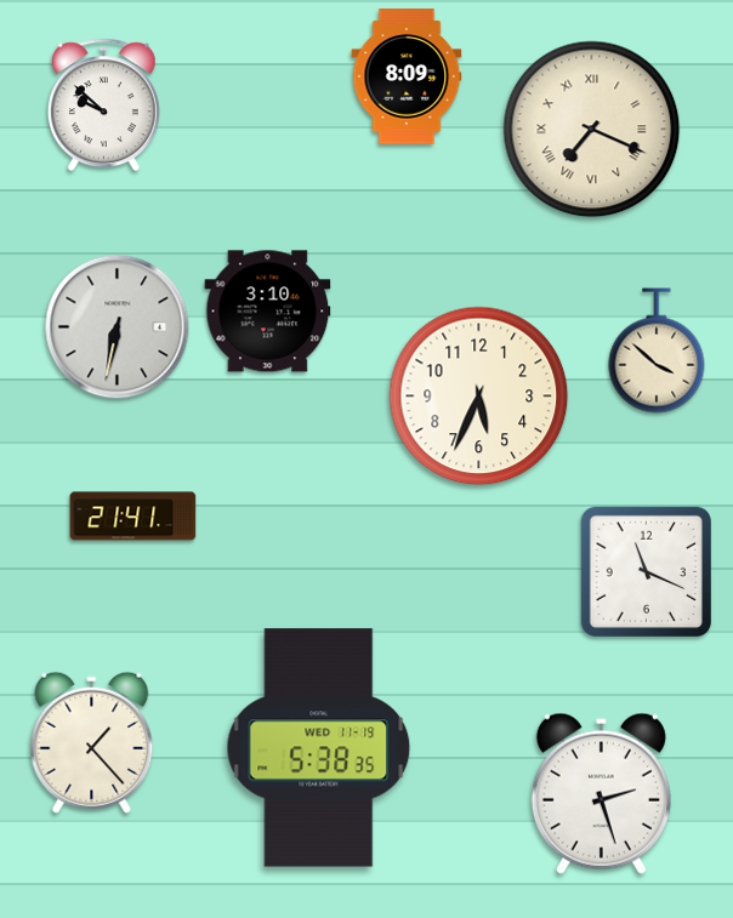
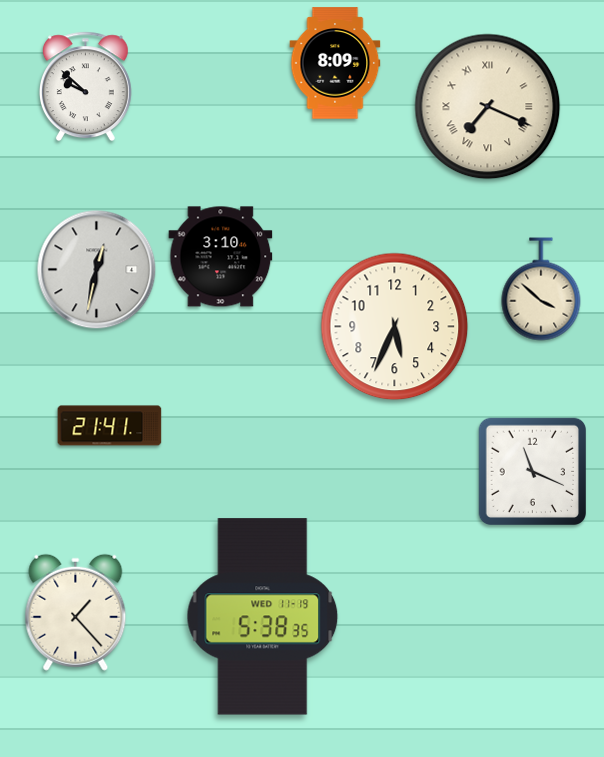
clock at (118, 327): 6:32 -> 12:32
clock at (601, 793): 2:27 -> none
